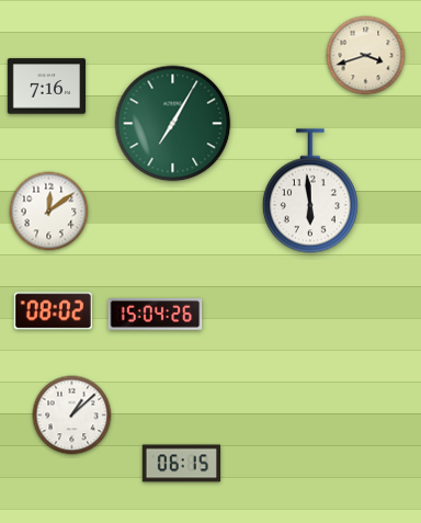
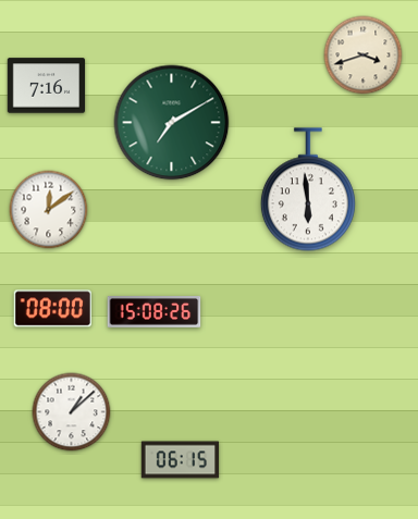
clock at (173, 124): 7:05 -> 7:10
clock at (53, 311): 08:02 -> 08:00
clock at (156, 315): 15:04 -> 15:08
